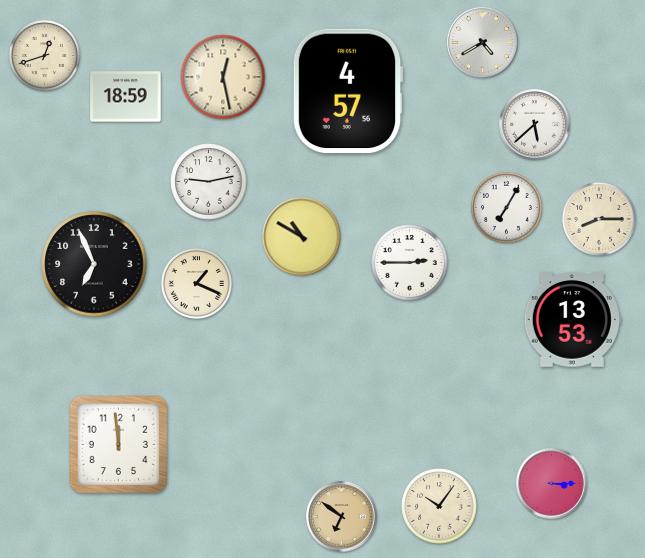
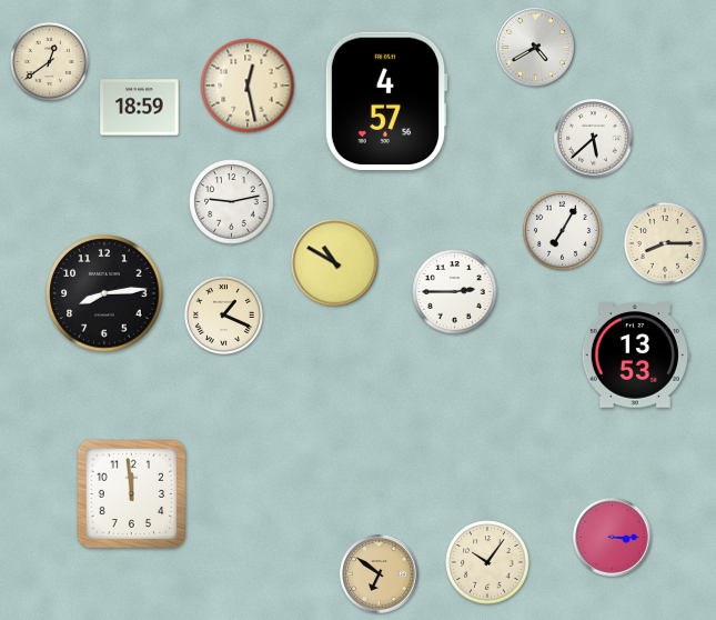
clock at (44, 55): 12:42 -> 12:39
clock at (94, 264): 6:56 -> 8:14
clock at (196, 283) position: (196, 283) -> (223, 314)
